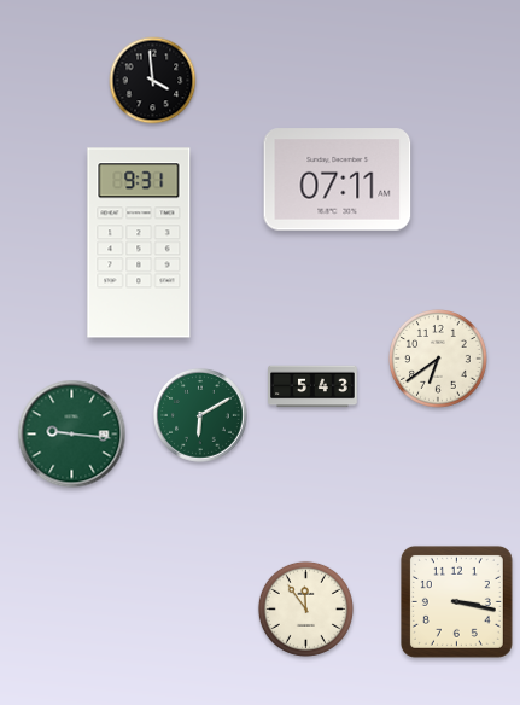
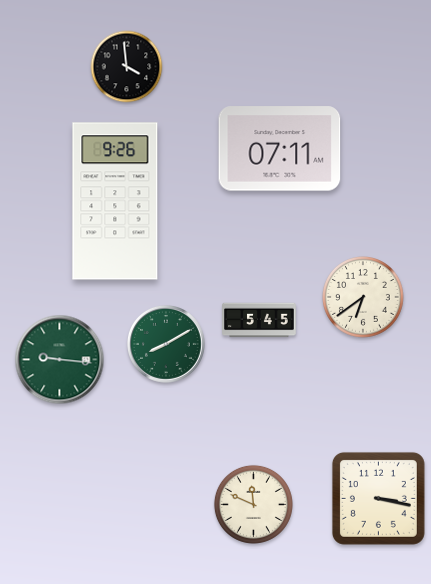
clock at (139, 243): 9:31 -> 9:26
clock at (312, 386): 5:43 -> 5:45
clock at (201, 416): 6:10 -> 8:10
clock at (305, 608): 11:54 -> 11:49
